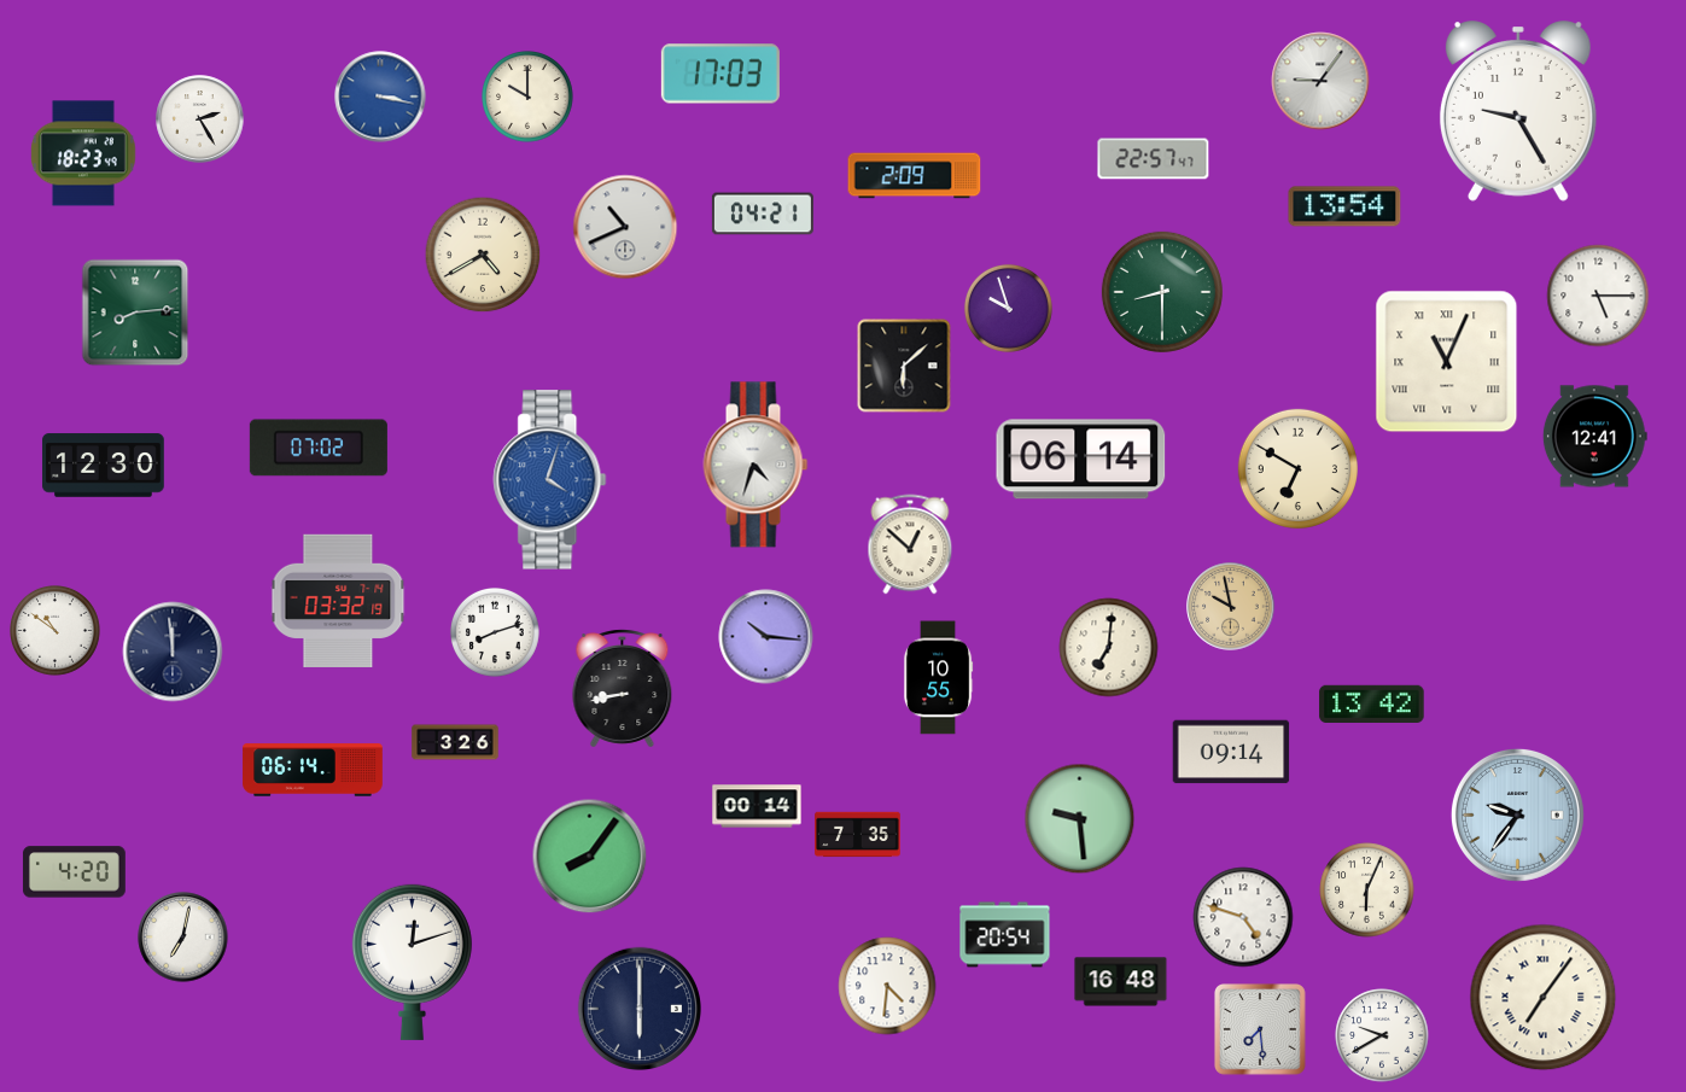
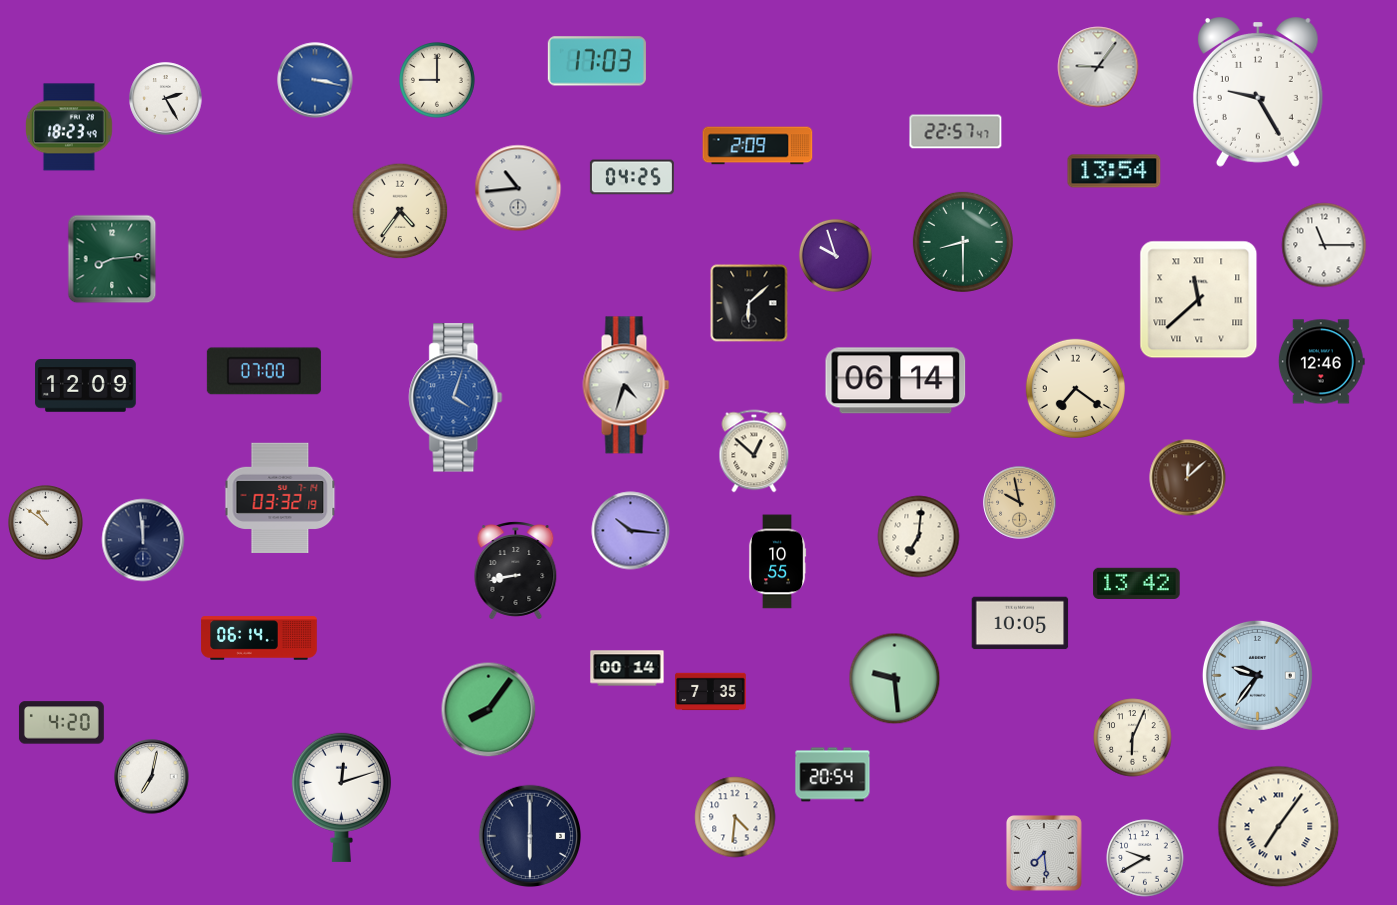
clock at (1320, 81) position: (1320, 81) -> (1098, 67)
clock at (527, 97): 10:00 -> 9:00
clock at (763, 214): 04:21 -> 04:25
clock at (625, 227): 10:41 -> 10:44
clock at (483, 255): 4:40 -> 4:36
clock at (1598, 296): 5:15 -> 11:15
clock at (1447, 362): 11:04 -> 11:38
clock at (1594, 437): 12:41 -> 12:46
clock at (319, 448): 07:02 -> 07:00
clock at (104, 466): 12:30 -> 12:09
clock at (1297, 468): 6:50 -> 7:21
clock at (1188, 478): none -> 12:08
clock at (495, 632): 8:12 -> none
clock at (766, 637) position: (766, 637) -> (631, 531)
clock at (455, 742): 3:26 -> none
clock at (1231, 752): 09:14 -> 10:05
clock at (1243, 917): 4:48 -> none
clock at (1121, 982): 16:48 -> none
